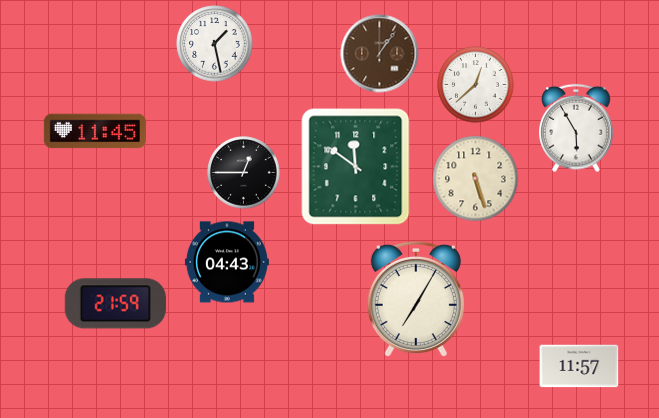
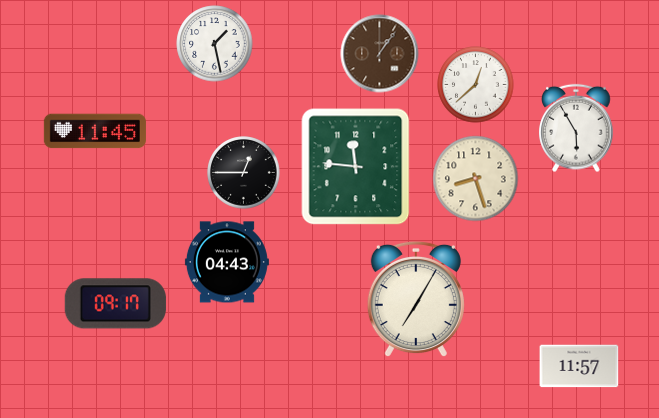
clock at (356, 167): 11:51 -> 11:46
clock at (476, 179): 5:27 -> 8:27
clock at (115, 304): 21:59 -> 09:17
